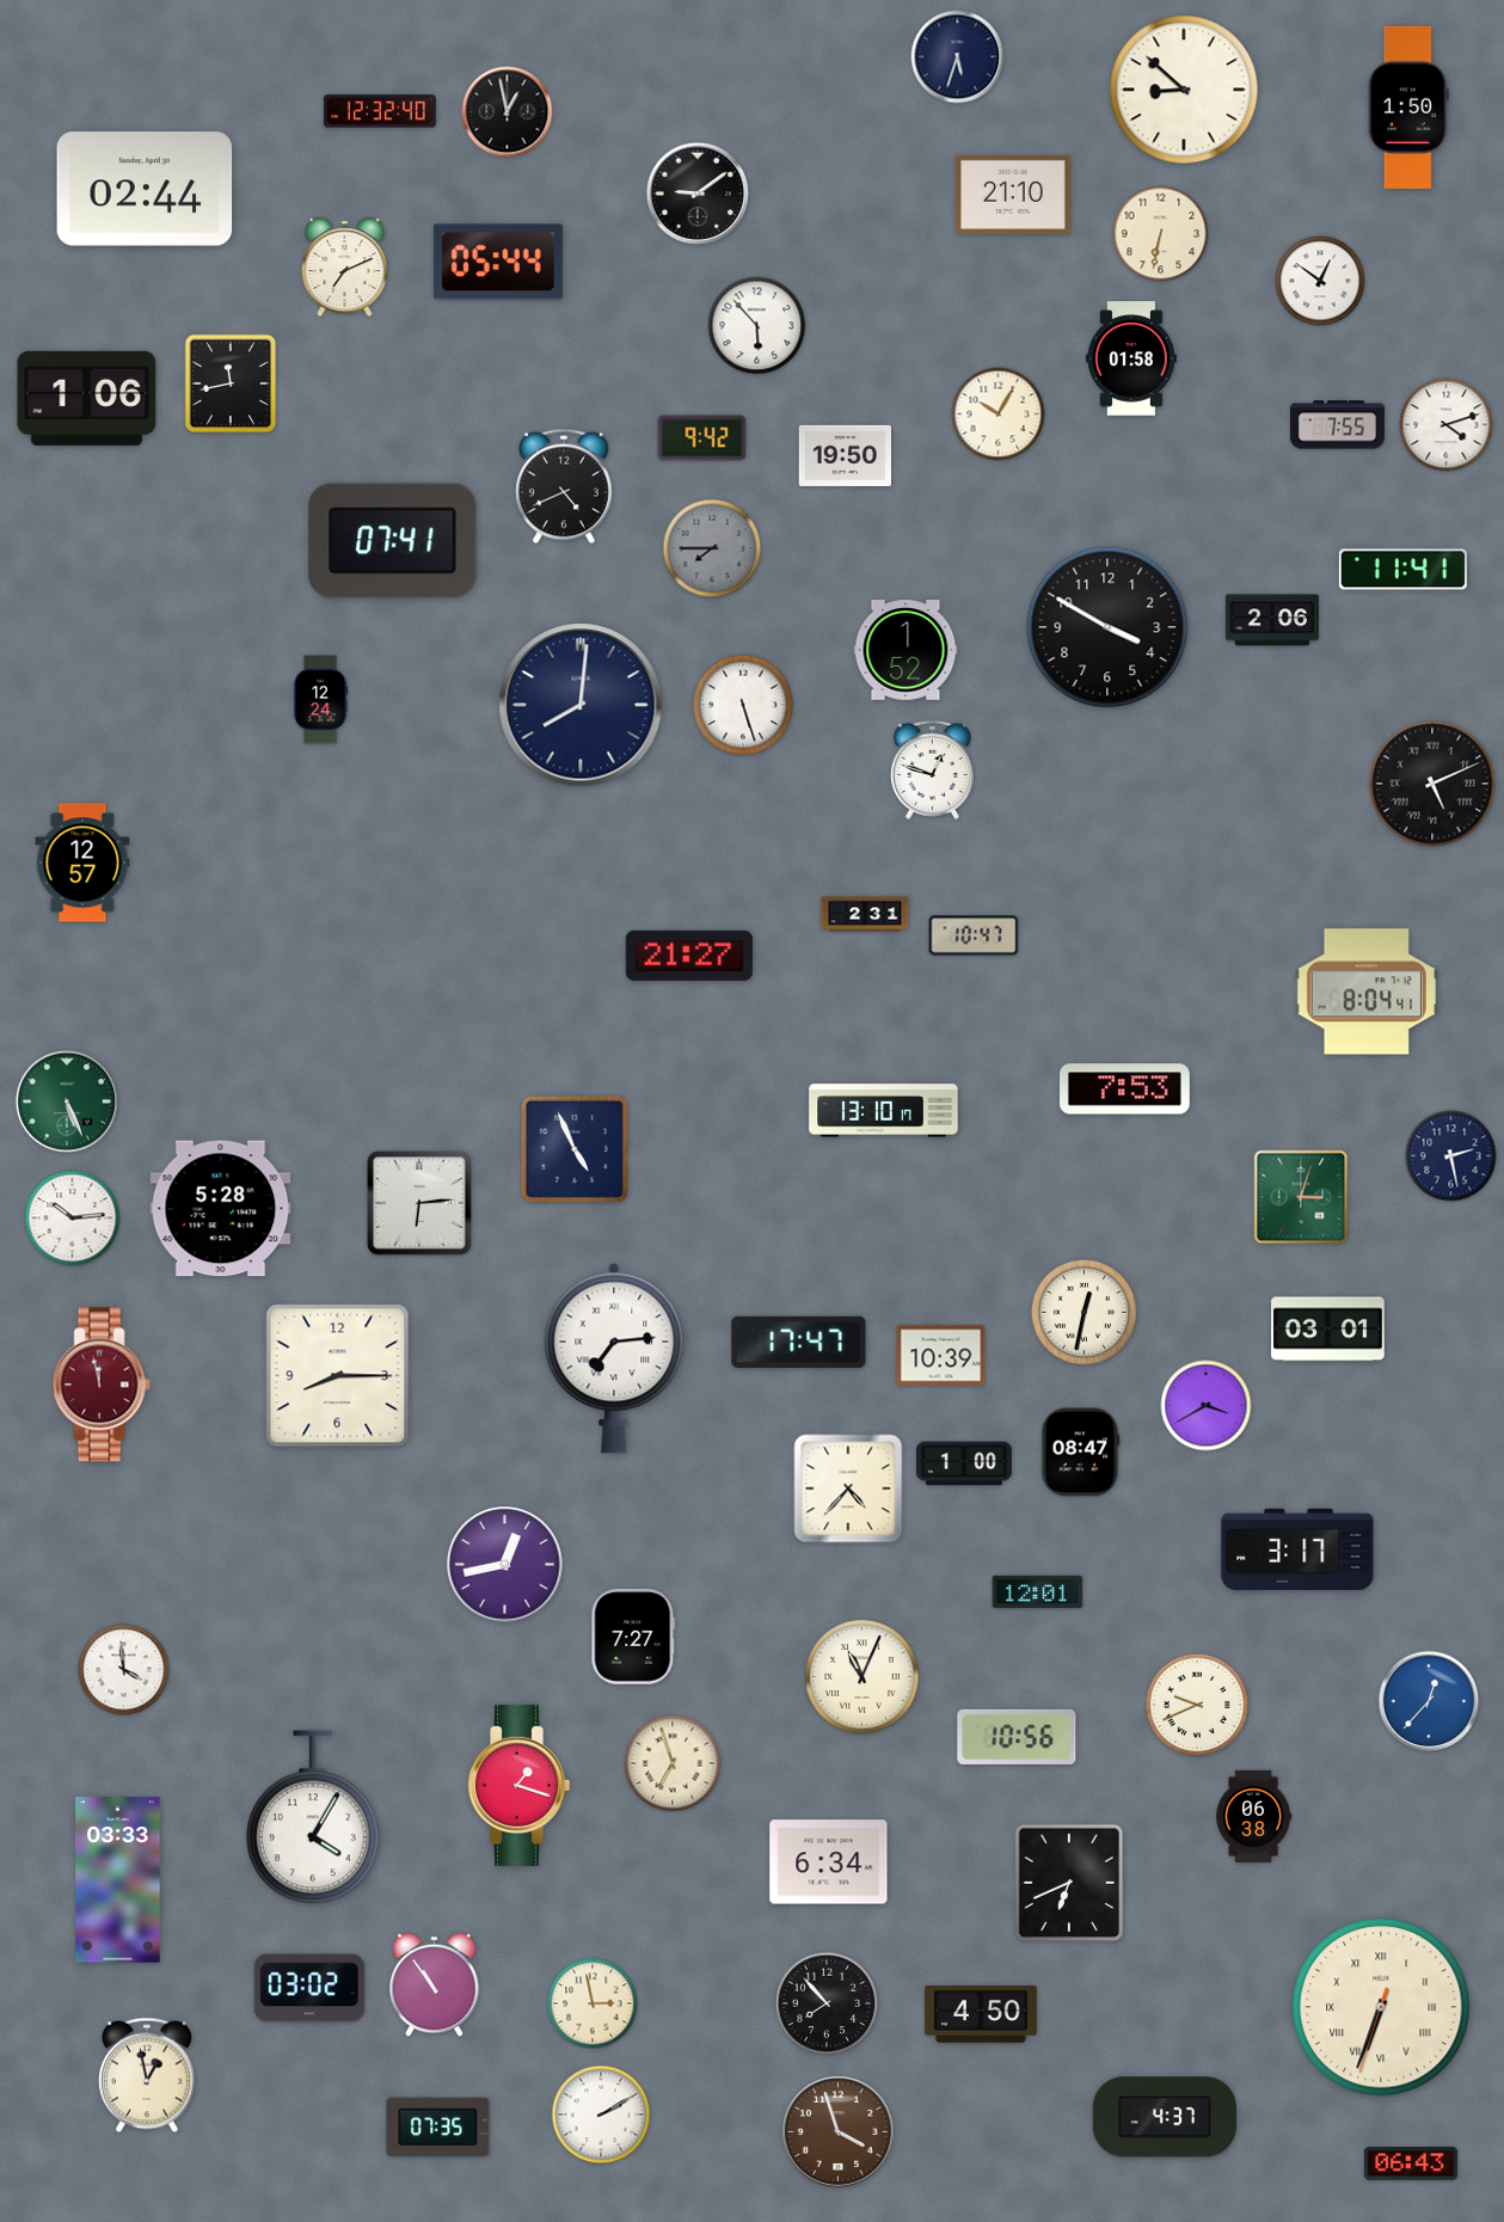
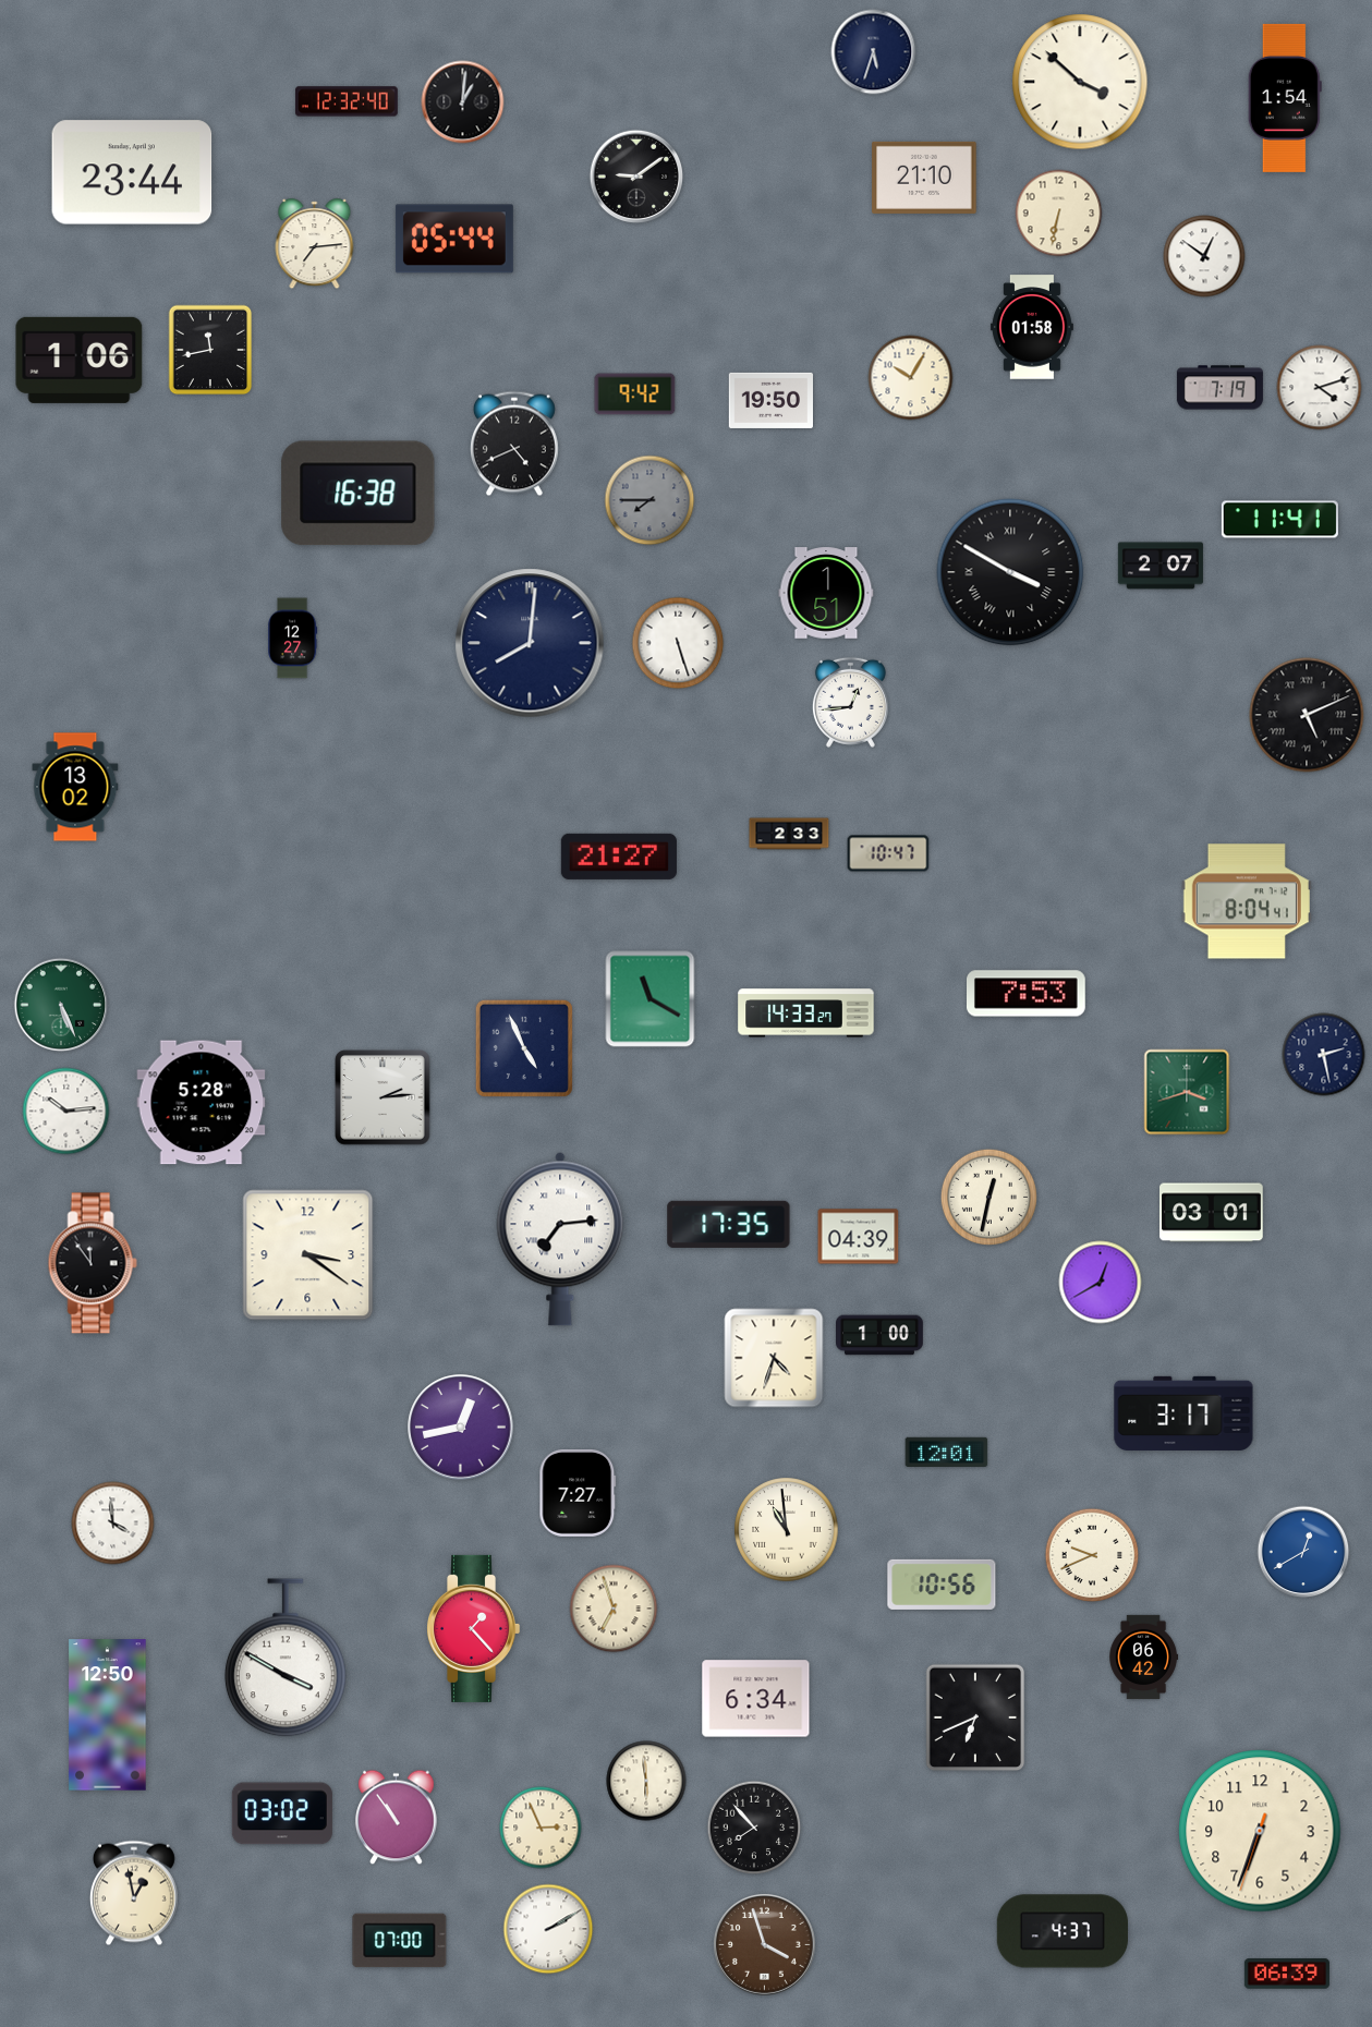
clock at (1184, 90): 8:52 -> 3:52
clock at (1408, 108): 1:50 -> 1:54
clock at (508, 112): 12:58 -> 1:01
clock at (145, 189): 02:44 -> 23:44
clock at (345, 268): 7:11 -> 7:14
clock at (757, 326): 5:53 -> none
clock at (87, 398) position: (87, 398) -> (80, 360)
clock at (1337, 425): 7:55 -> 7:19
clock at (702, 438) position: (702, 438) -> (635, 395)
clock at (845, 455) position: (845, 455) -> (770, 400)
clock at (393, 541): 07:41 -> 16:38
clock at (1272, 620): 2:06 -> 2:07
clock at (1107, 627) numerals: Arabic -> Roman
clock at (906, 650): 1:52 -> 1:51
clock at (321, 700): 12:24 -> 12:27
clock at (932, 769): 12:48 -> 12:44
clock at (82, 863): 12:57 -> 13:02
clock at (865, 914): 2:31 -> 2:33
clock at (689, 956) position: (689, 956) -> (619, 857)
clock at (1367, 992) position: (1367, 992) -> (1247, 901)
clock at (651, 999): none -> 11:20
clock at (884, 1111): 13:10 -> 14:33
clock at (1301, 1197): 3:03 -> 3:42
clock at (419, 1203): 6:14 -> 2:14
clock at (799, 1342): 17:47 -> 17:35
clock at (941, 1356): 10:39 -> 04:39
clock at (338, 1376): 8:15 -> 3:21
clock at (102, 1385): 11:58 -> 11:54
clock at (102, 1385) dial: burgundy -> black
clock at (1207, 1406): 3:40 -> 12:40
clock at (1081, 1453): 08:47 -> none
clock at (848, 1489): 4:37 -> 4:33
clock at (863, 1677): 11:04 -> 10:59
clock at (1429, 1701): 12:37 -> 12:40
clock at (1017, 1737) position: (1017, 1737) -> (942, 1585)
clock at (520, 1785): 1:18 -> 1:23
clock at (313, 1817): 4:05 -> 3:50
clock at (1254, 1817): 06:38 -> 06:42
clock at (118, 1880): 03:33 -> 12:50
clock at (646, 1781): none -> 5:59
clock at (435, 1985) position: (435, 1985) -> (397, 1818)
clock at (593, 2003): 2:58 -> 2:56
clock at (1381, 2007) numerals: Roman -> Arabic
clock at (981, 2014): 4:50 -> none
clock at (438, 2128): 07:35 -> 07:00
clock at (1411, 2163): 06:43 -> 06:39
